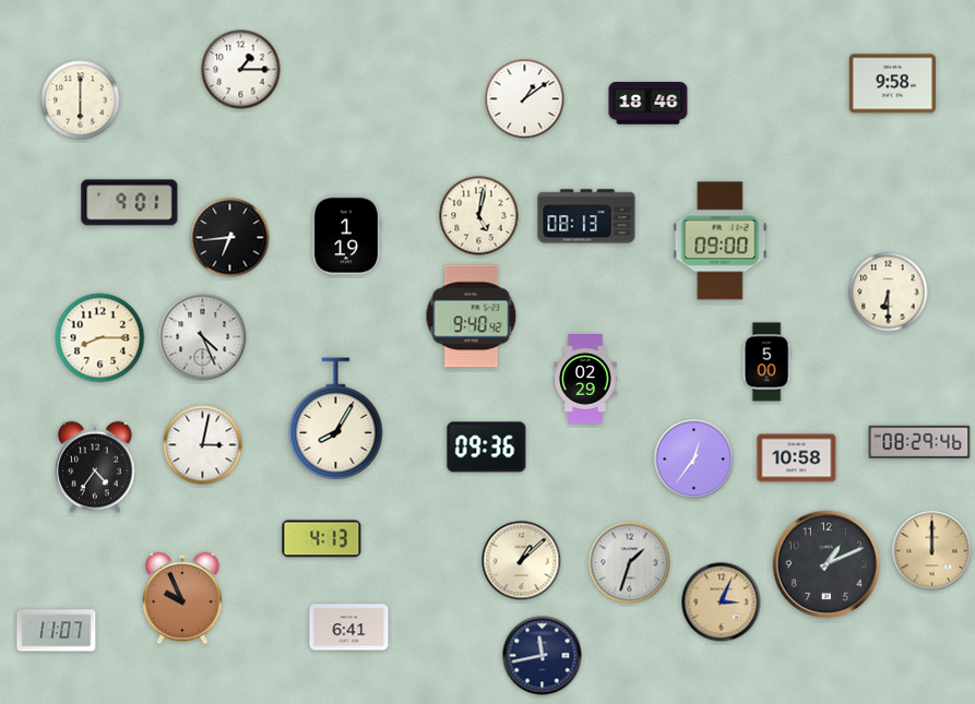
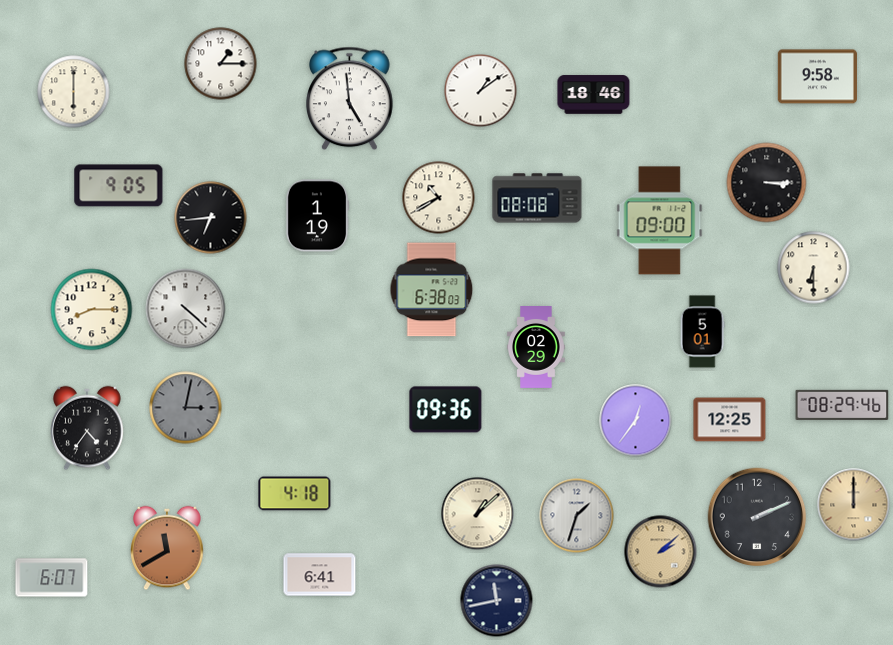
clock at (350, 99): none -> 4:59
clock at (767, 183): none -> 3:15
clock at (130, 203): 9:01 -> 9:05
clock at (479, 216): 5:02 -> 10:40
clock at (586, 216): 08:13 -> 08:08
clock at (472, 317): 9:40 -> 6:38
clock at (203, 337): 4:26 -> 4:22
clock at (766, 362): 5:00 -> 5:01
clock at (336, 419): 8:05 -> none
clock at (203, 445) dial: white -> grey
clock at (797, 458): 10:58 -> 12:25
clock at (322, 539): 4:13 -> 4:18
clock at (827, 564): 1:11 -> 2:11
clock at (182, 598): 9:56 -> 11:40
clock at (722, 602): 3:04 -> 2:08
clock at (57, 631): 11:07 -> 6:07
